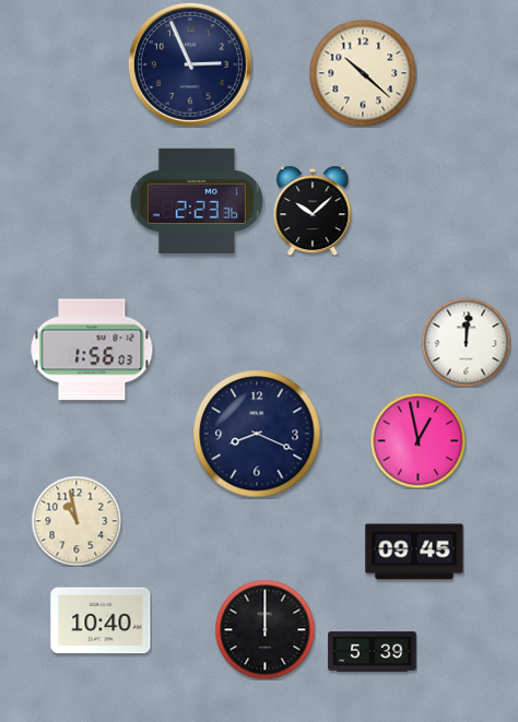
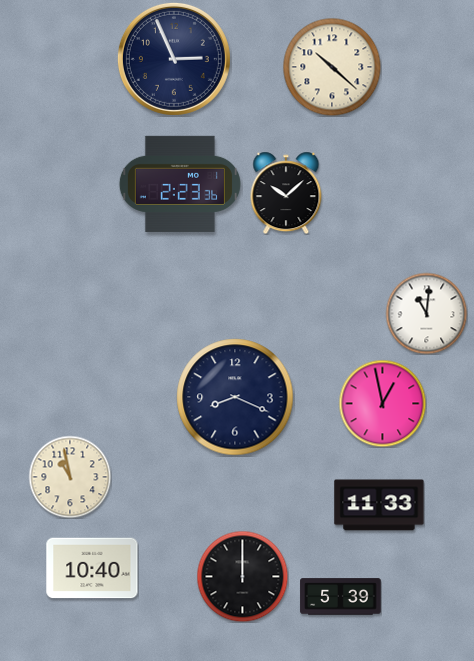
clock at (466, 342): 12:01 -> 11:01
clock at (92, 350): 1:56 -> none
clock at (414, 552): 09:45 -> 11:33
